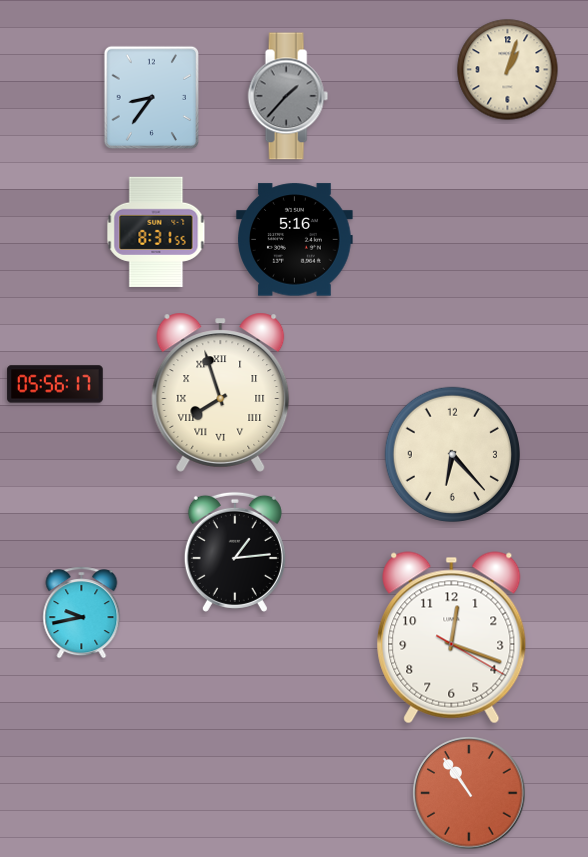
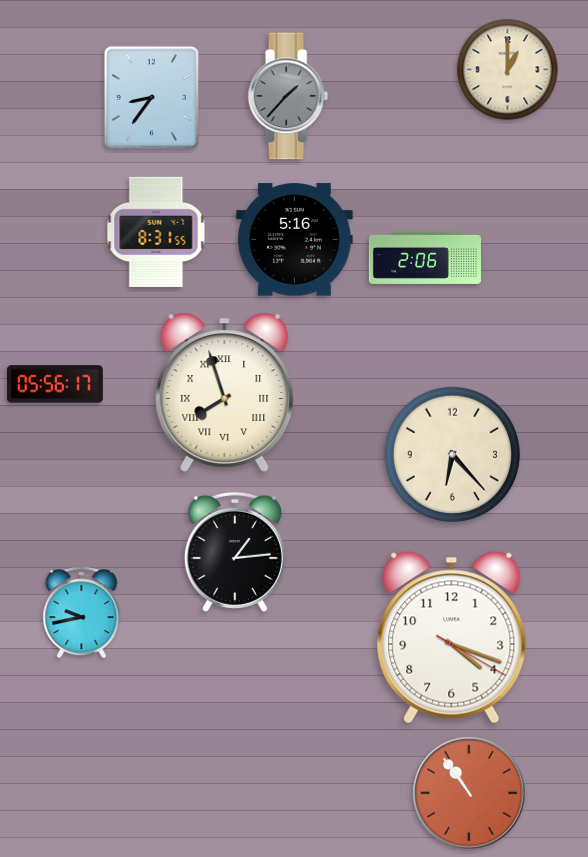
clock at (508, 70): 1:03 -> 1:00
clock at (425, 258): none -> 2:06
clock at (221, 392) position: (221, 392) -> (225, 392)
clock at (452, 638): 12:18 -> 4:18
